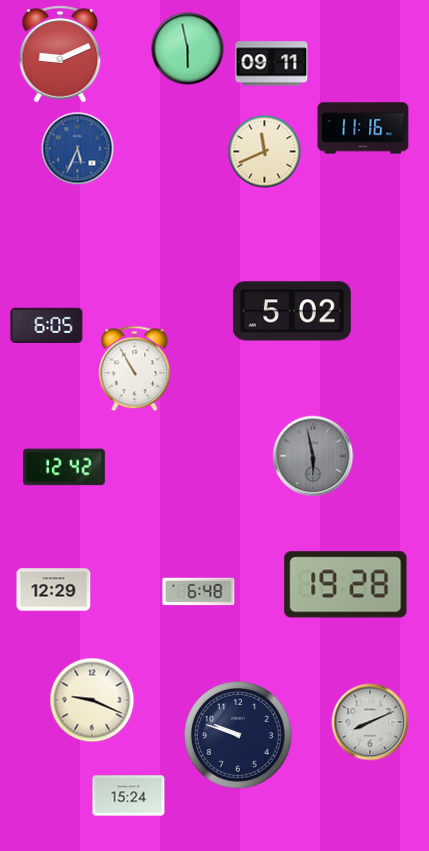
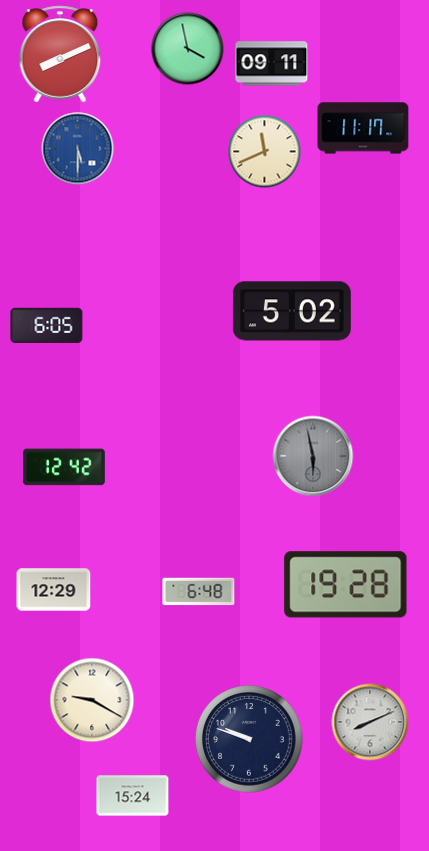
clock at (188, 49): 5:58 -> 3:58
clock at (60, 54): 9:11 -> 8:11
clock at (363, 128): 11:16 -> 11:17
clock at (78, 149): 5:34 -> 5:30
clock at (135, 369): 10:55 -> none
clock at (92, 700): 9:19 -> 9:20
clock at (238, 735) position: (238, 735) -> (249, 739)
clock at (129, 796) position: (129, 796) -> (133, 796)
